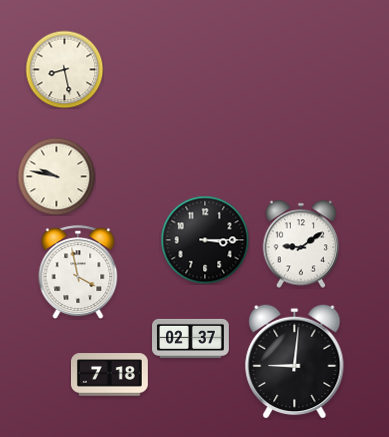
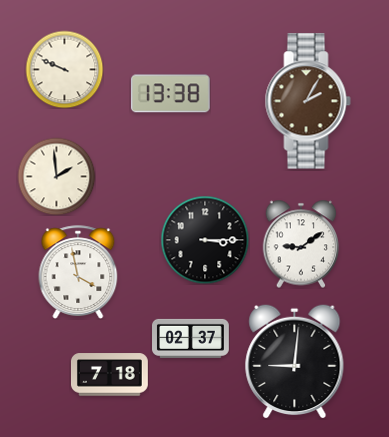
clock at (64, 69): 8:28 -> 9:49
clock at (170, 94): none -> 13:38
clock at (308, 101): none -> 2:05
clock at (56, 176): 9:47 -> 1:59
